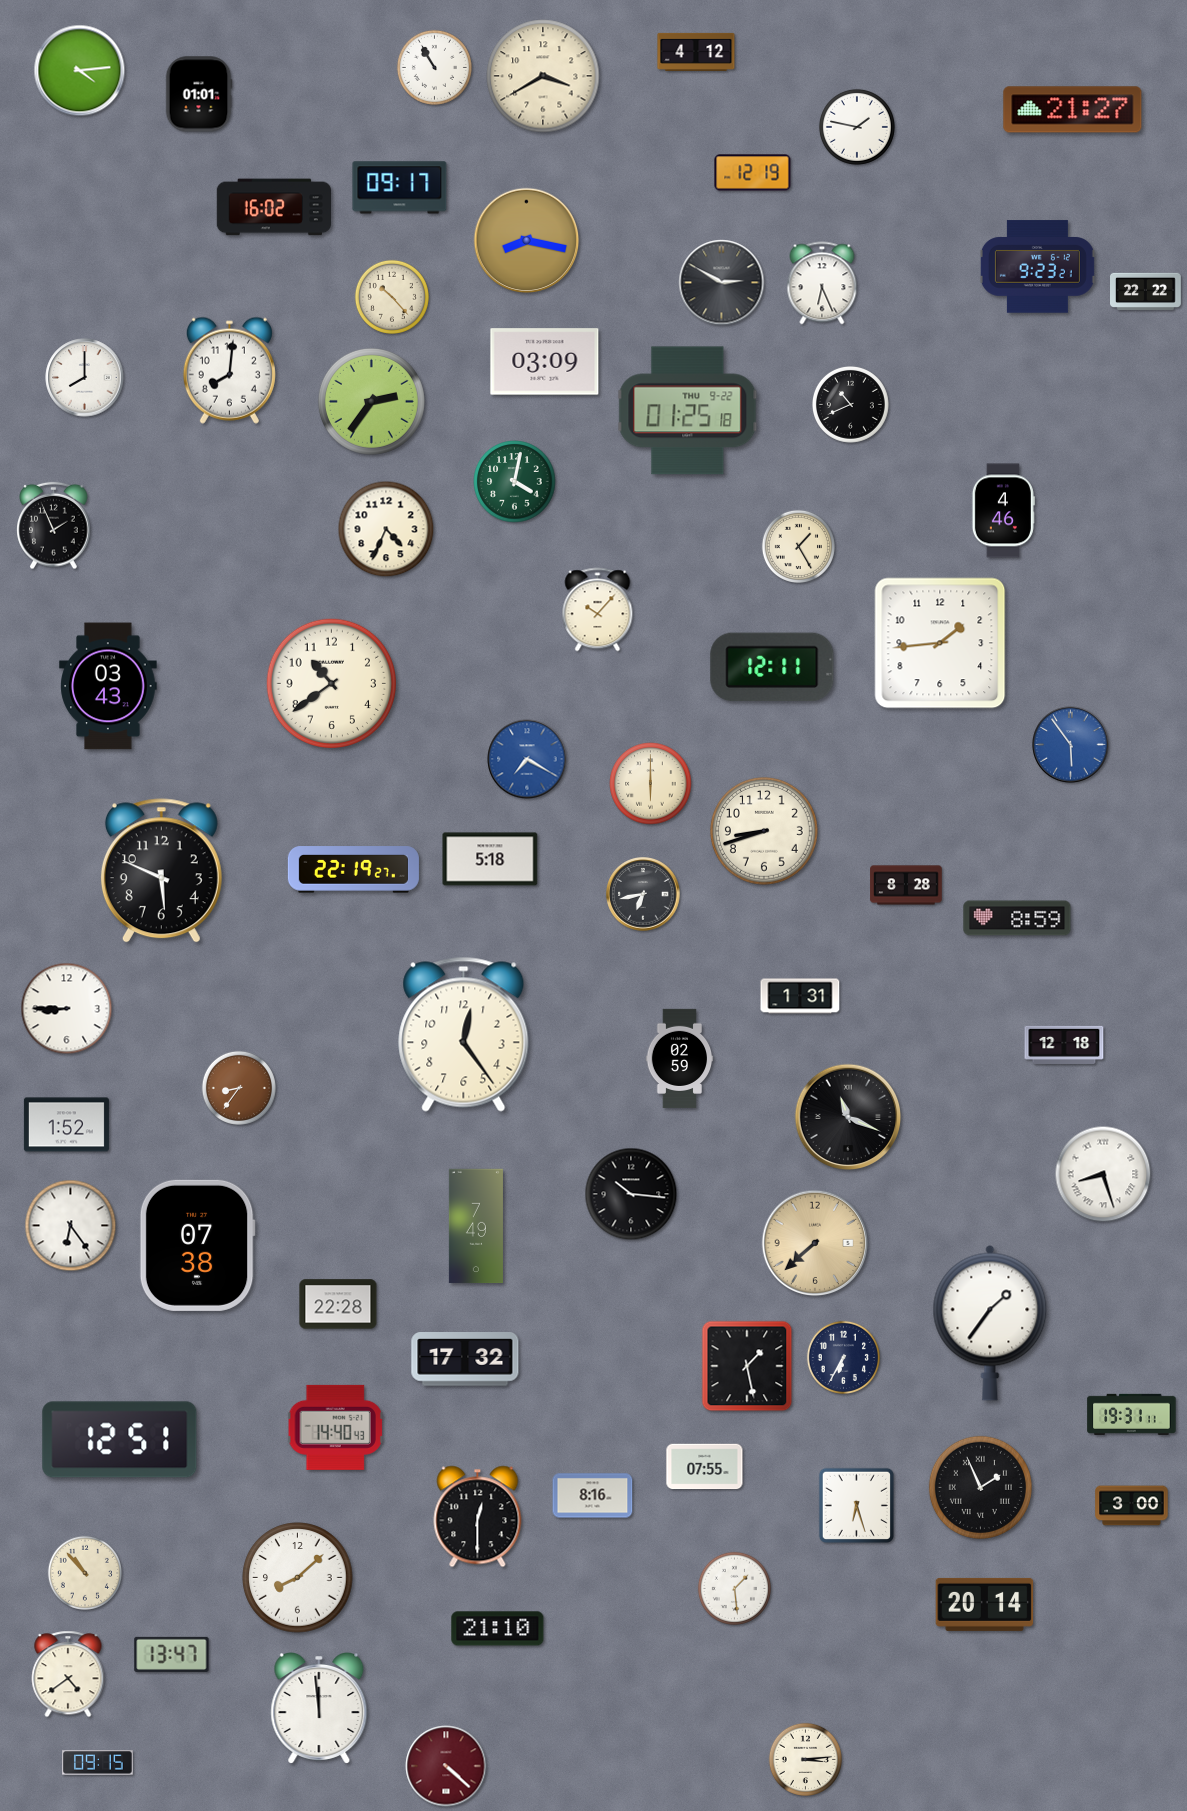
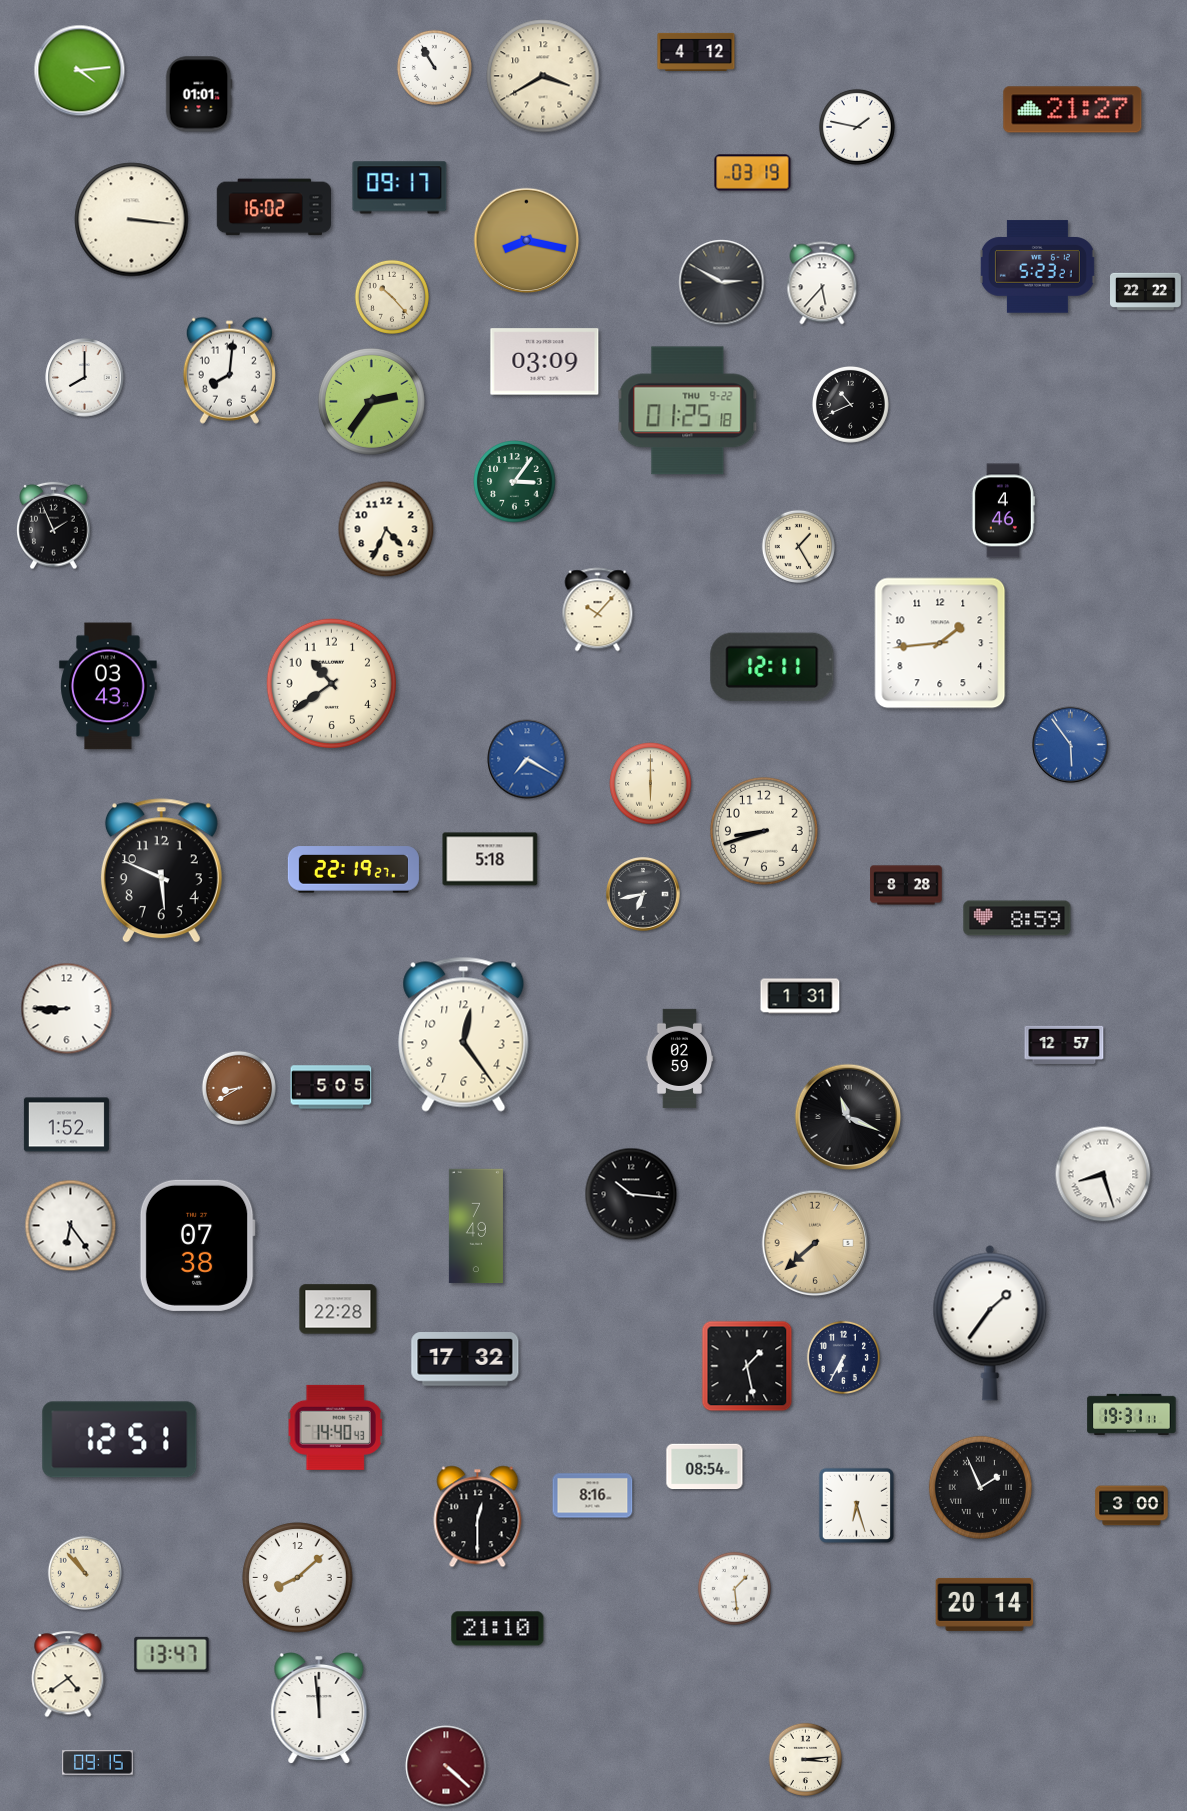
clock at (753, 173): 12:19 -> 03:19
clock at (132, 220): none -> 3:16
clock at (1037, 267): 9:23 -> 5:23
clock at (822, 283): 6:26 -> 5:37
clock at (515, 482): 4:02 -> 3:06
clock at (1064, 1045): 12:18 -> 12:57
clock at (331, 1087): none -> 5:05
clock at (239, 1088): 8:36 -> 8:40
clock at (338, 1304) position: (338, 1304) -> (338, 1309)
clock at (705, 1467): 07:55 -> 08:54
